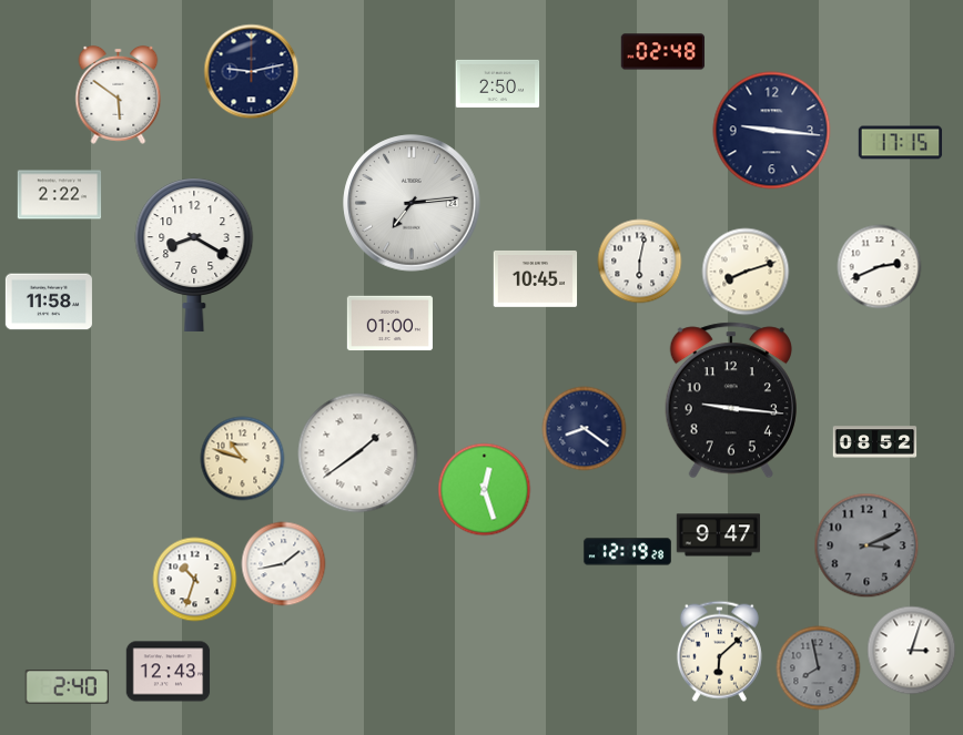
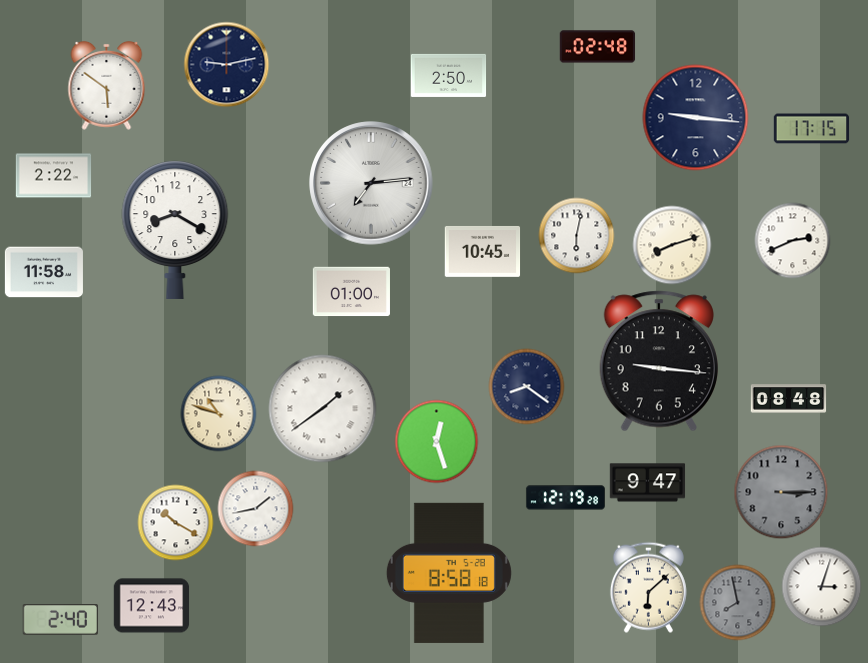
clock at (875, 442): 08:52 -> 08:48
clock at (866, 545): 3:11 -> 3:15
clock at (195, 580): 10:33 -> 10:20
clock at (449, 573): none -> 8:58
